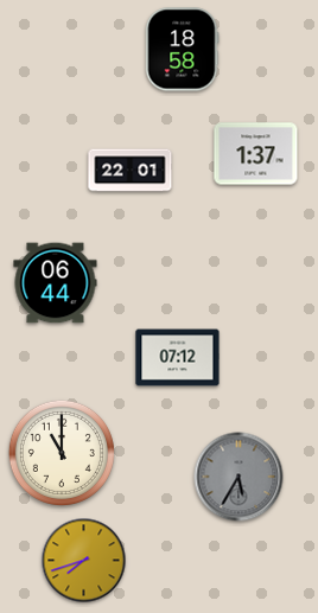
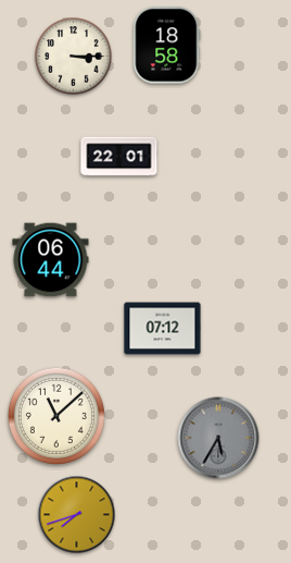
clock at (74, 57): none -> 3:15
clock at (256, 154): 1:37 -> none
clock at (62, 453): 11:00 -> 11:08
